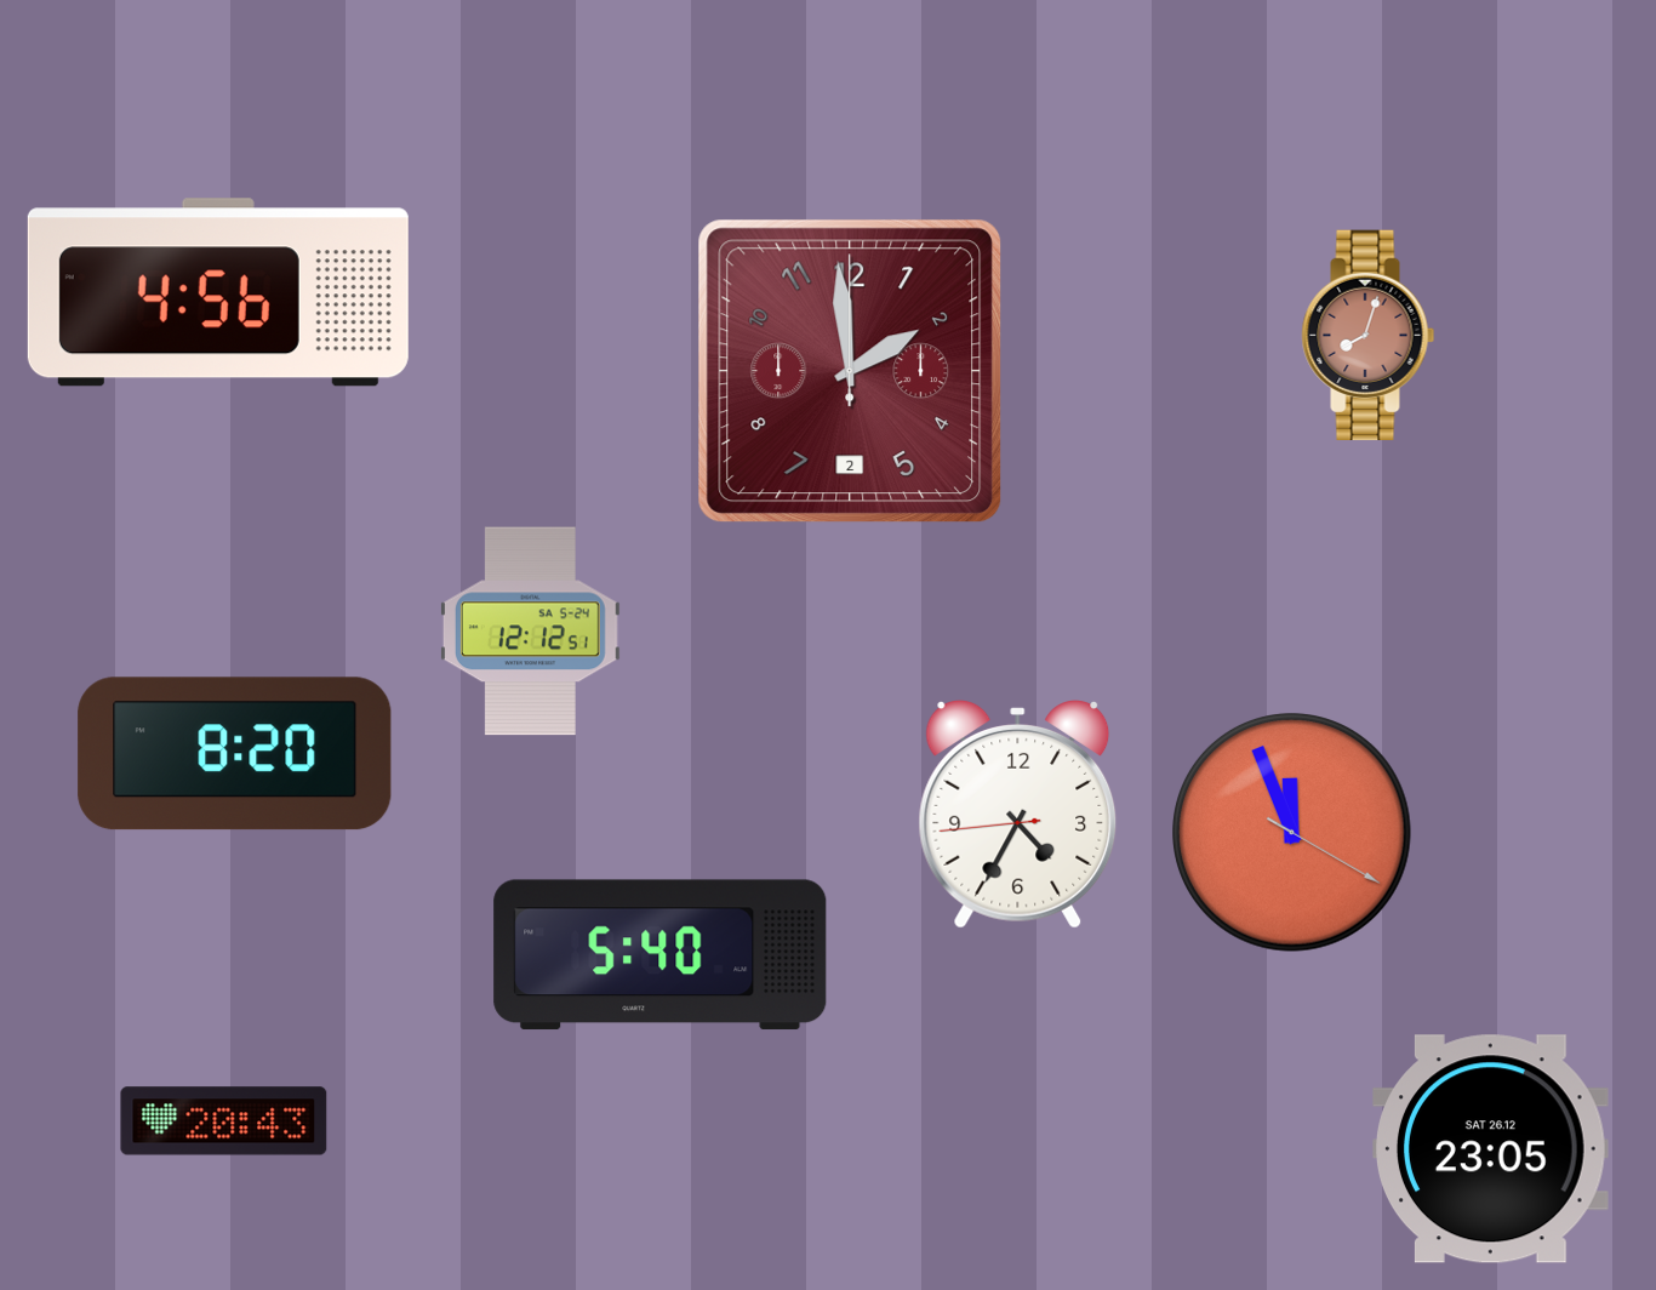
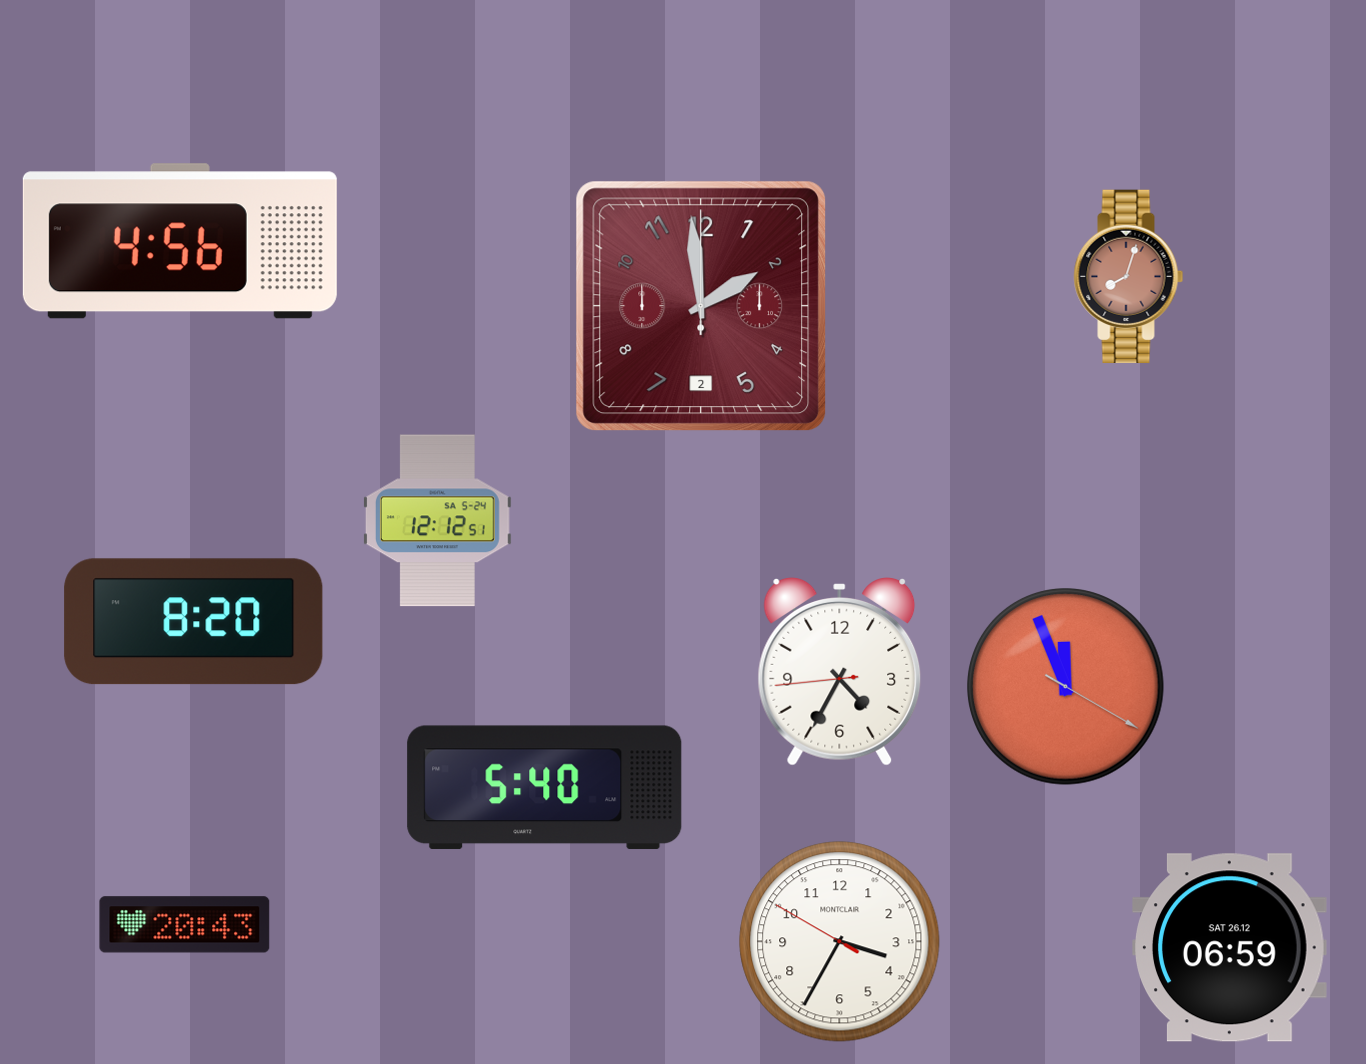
clock at (840, 942): none -> 3:34
clock at (1491, 1149): 23:05 -> 06:59
